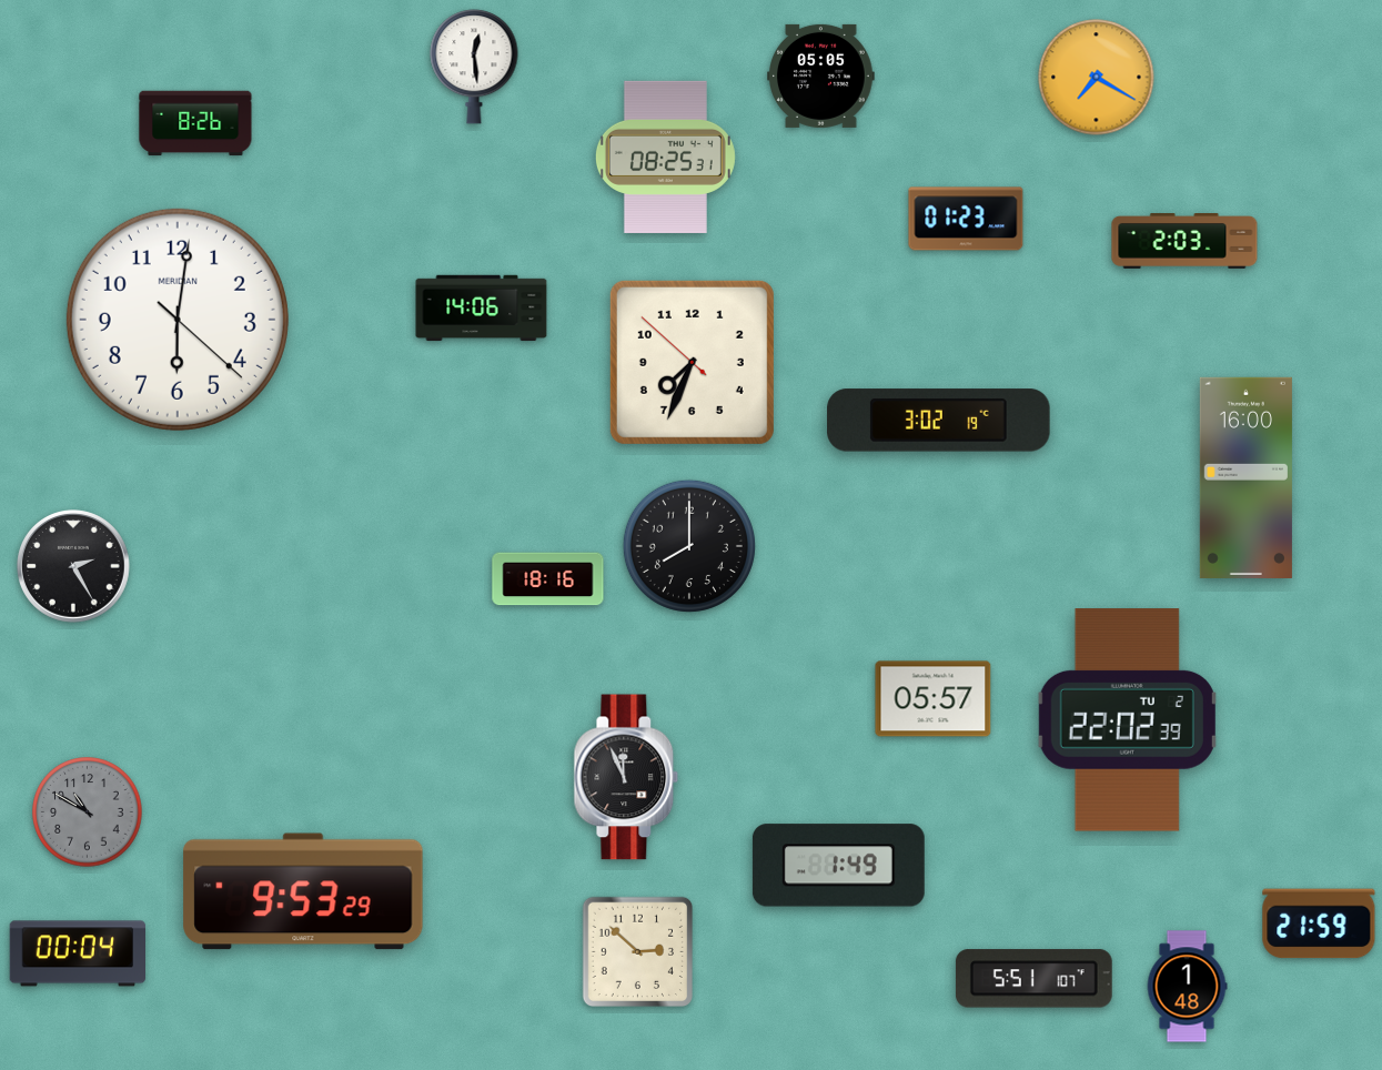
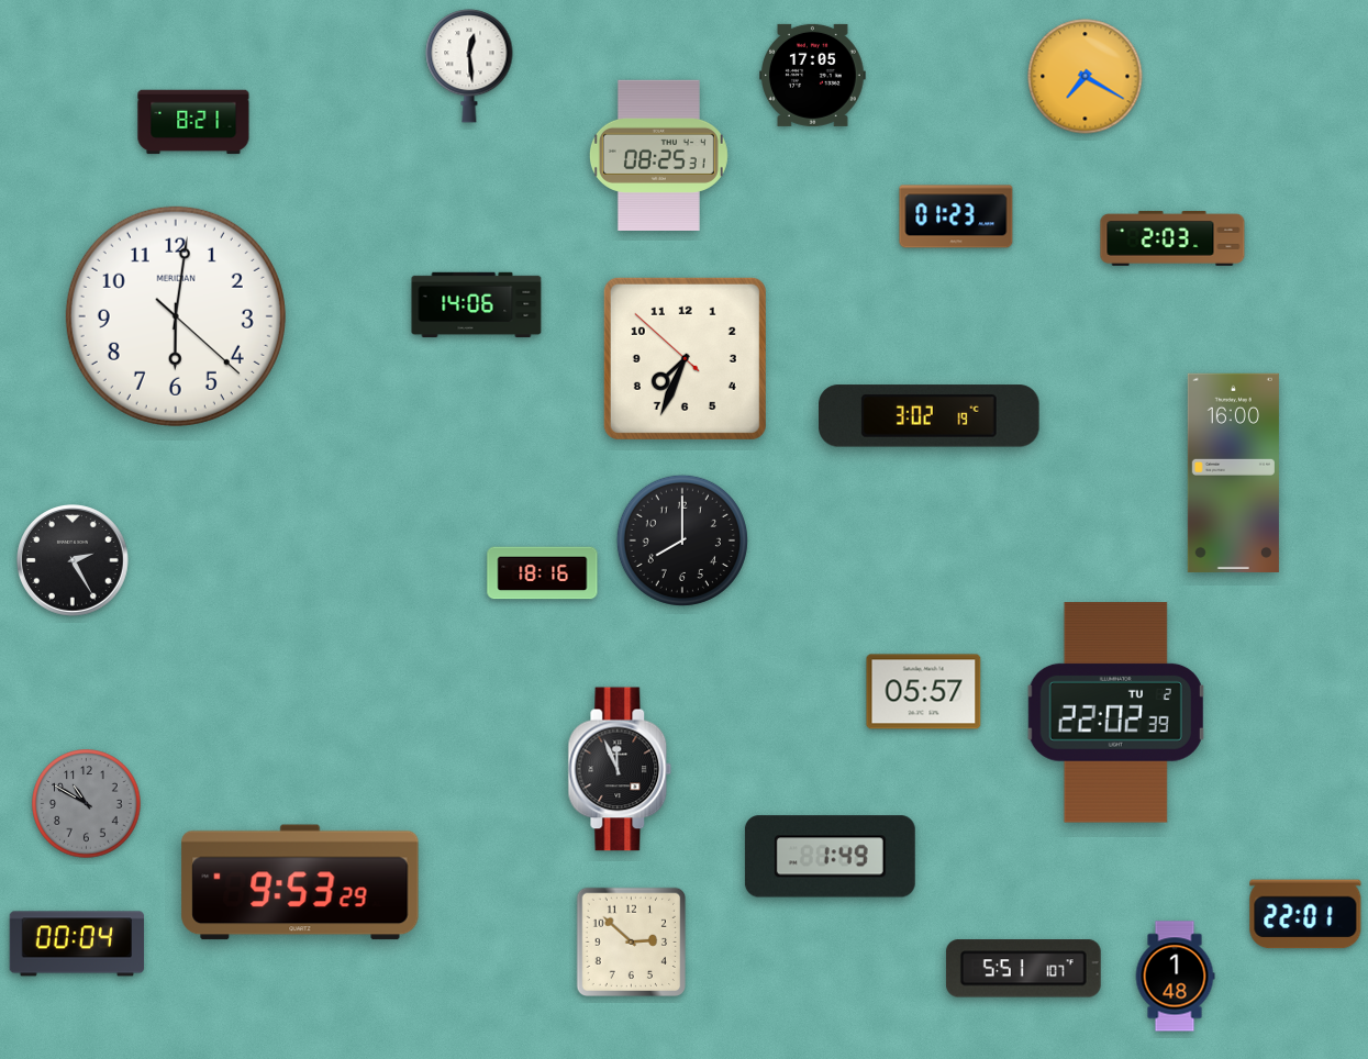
clock at (821, 75): 05:05 -> 17:05
clock at (195, 123): 8:26 -> 8:21
clock at (1319, 923): 21:59 -> 22:01
